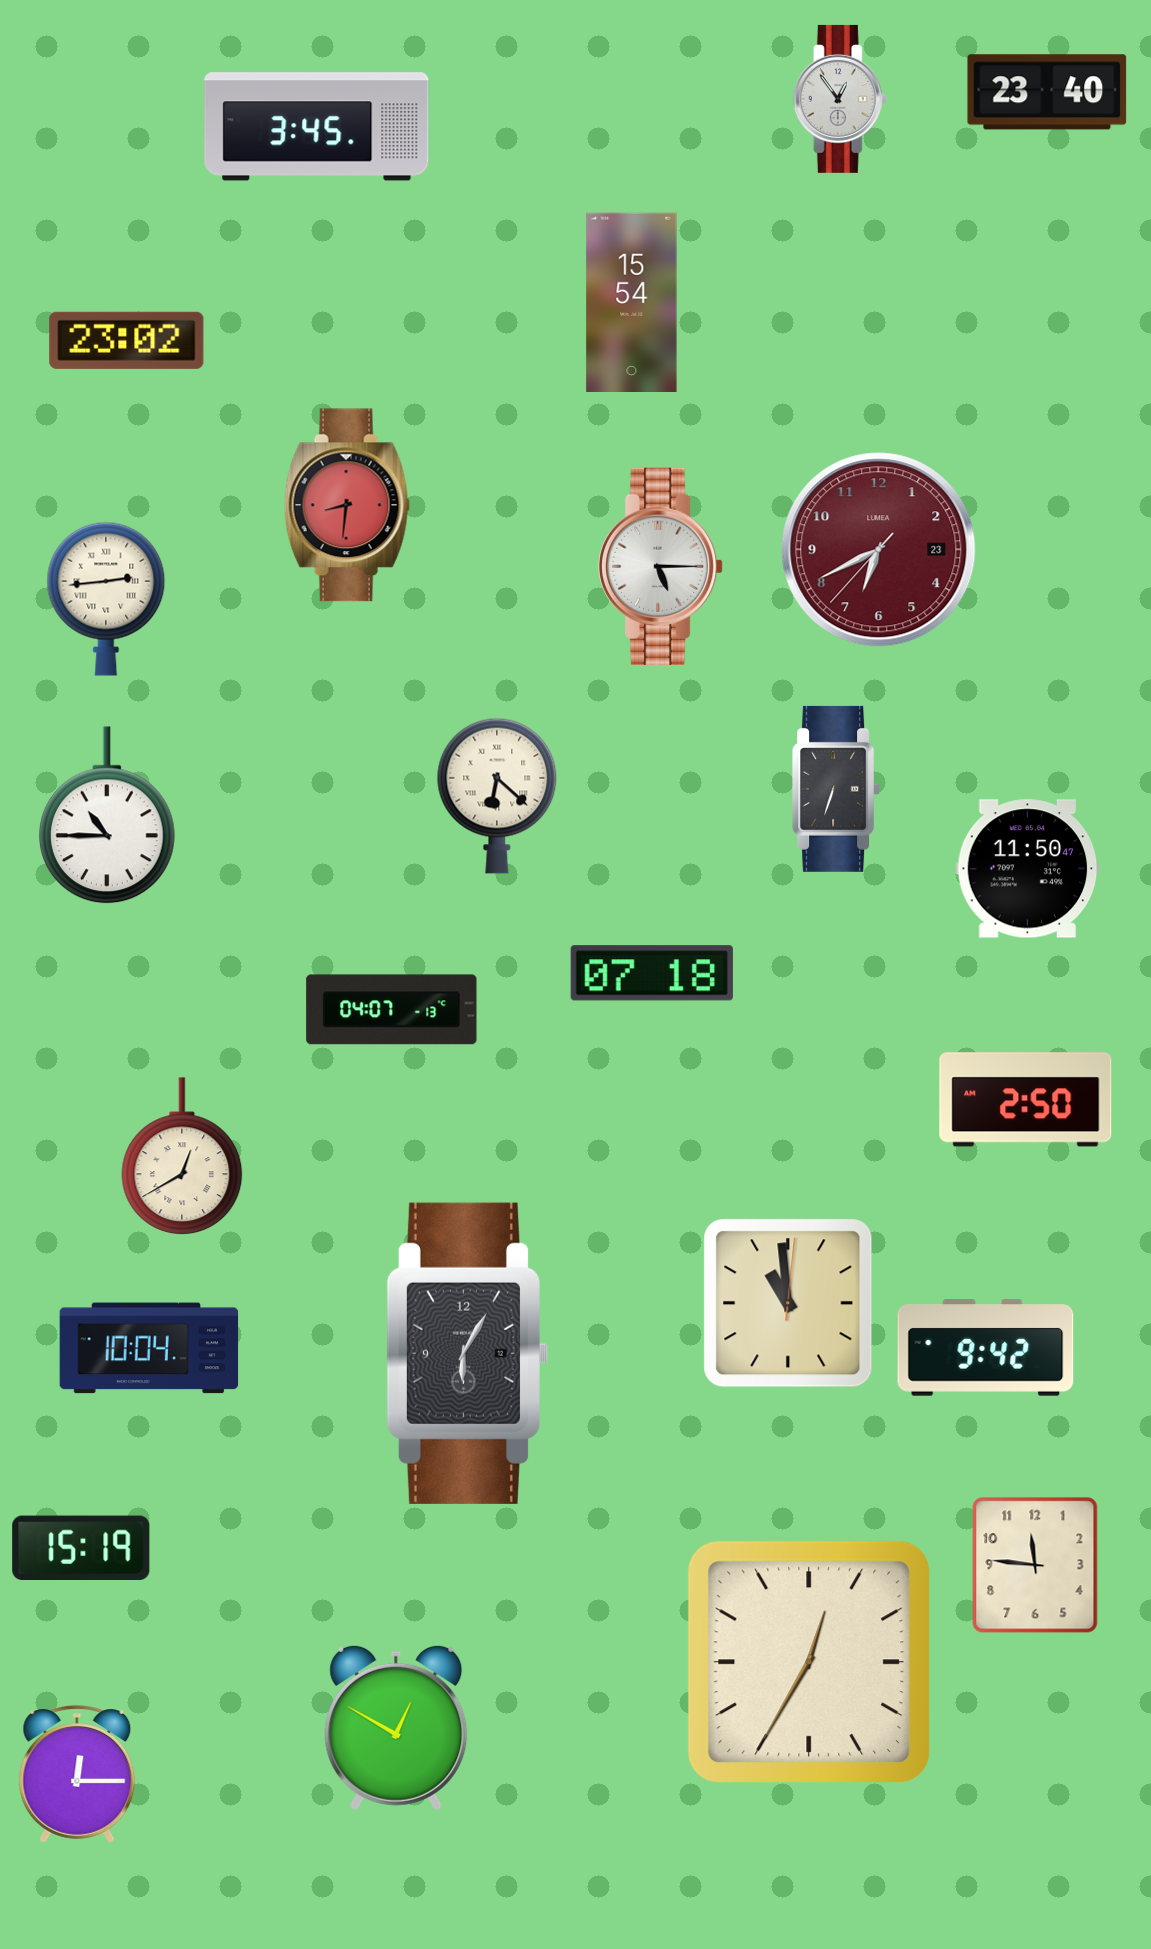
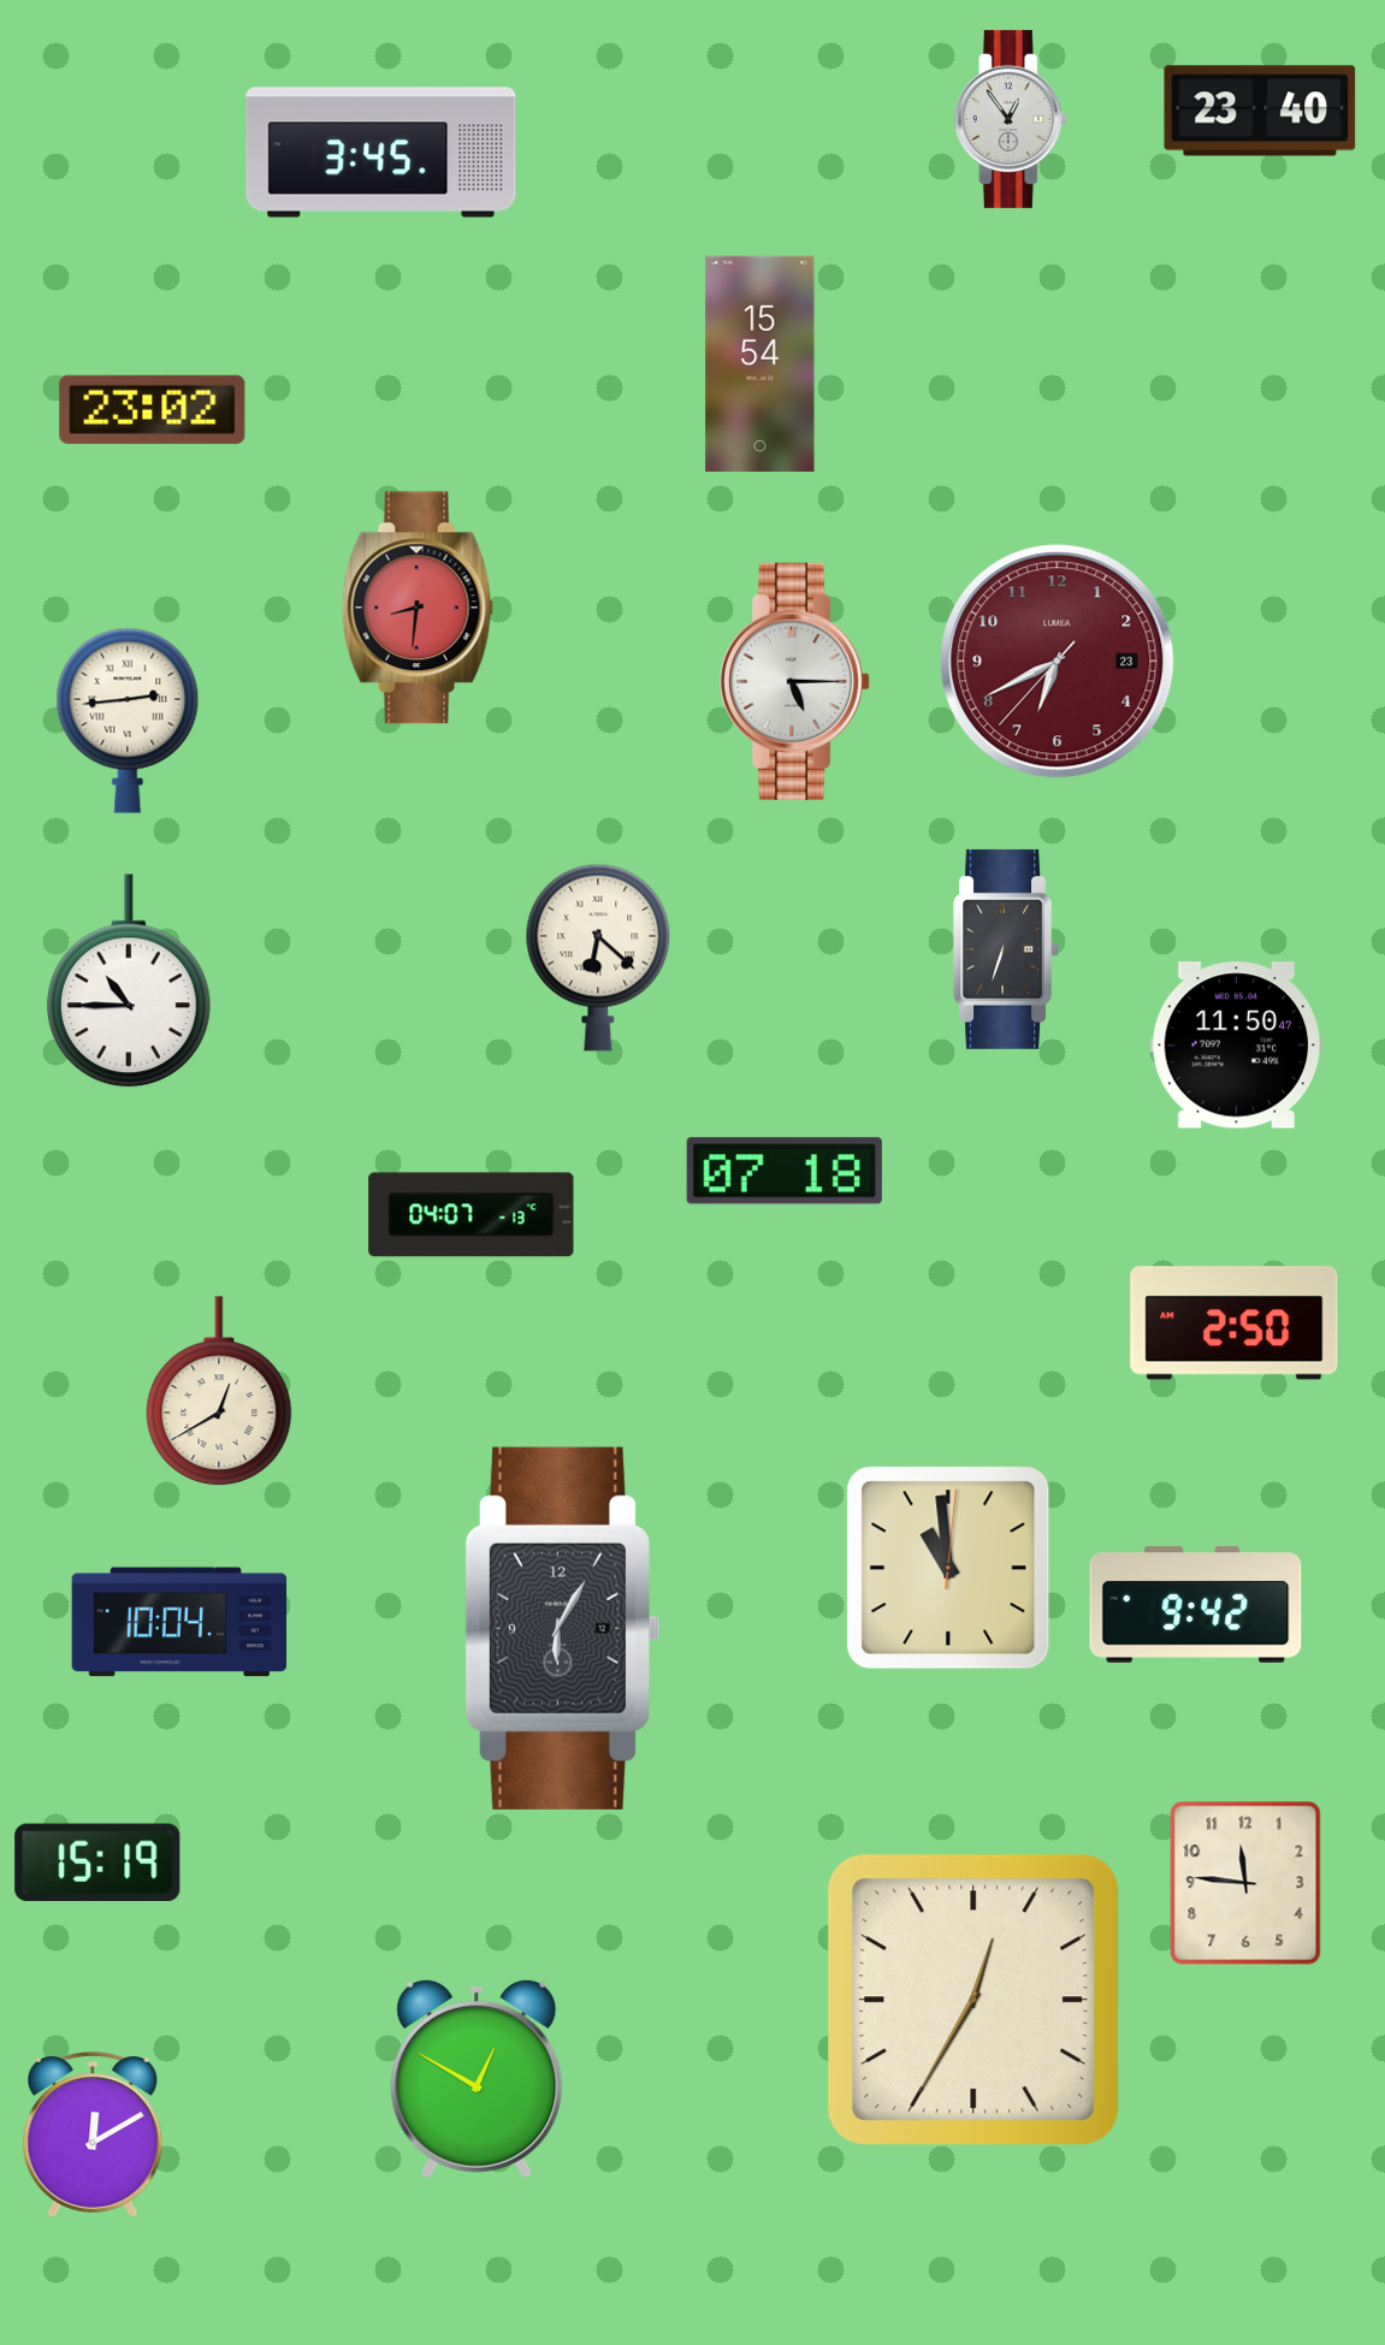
clock at (986, 1348) position: (986, 1348) -> (1196, 1605)
clock at (77, 1774): 12:15 -> 12:10
